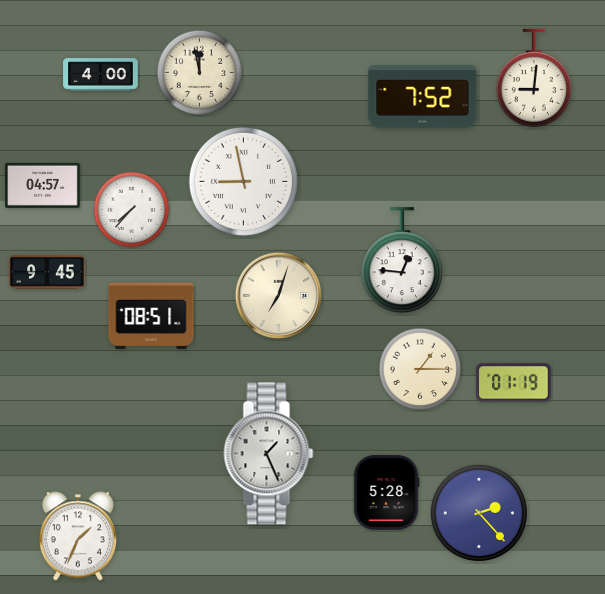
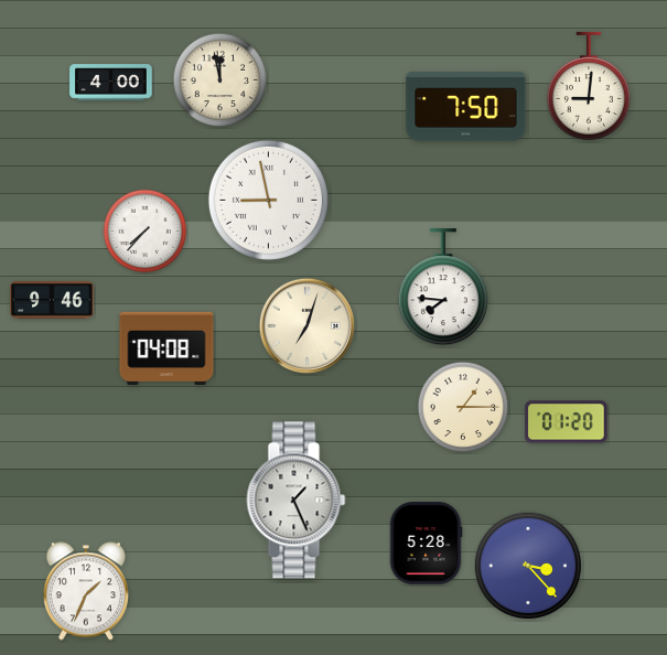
clock at (423, 96): 7:52 -> 7:50
clock at (43, 185): 04:57 -> none
clock at (402, 261): 12:46 -> 7:46
clock at (47, 272): 9:45 -> 9:46
clock at (151, 315): 08:51 -> 04:08
clock at (514, 383): 01:19 -> 01:20
clock at (479, 513): 2:23 -> 3:23
